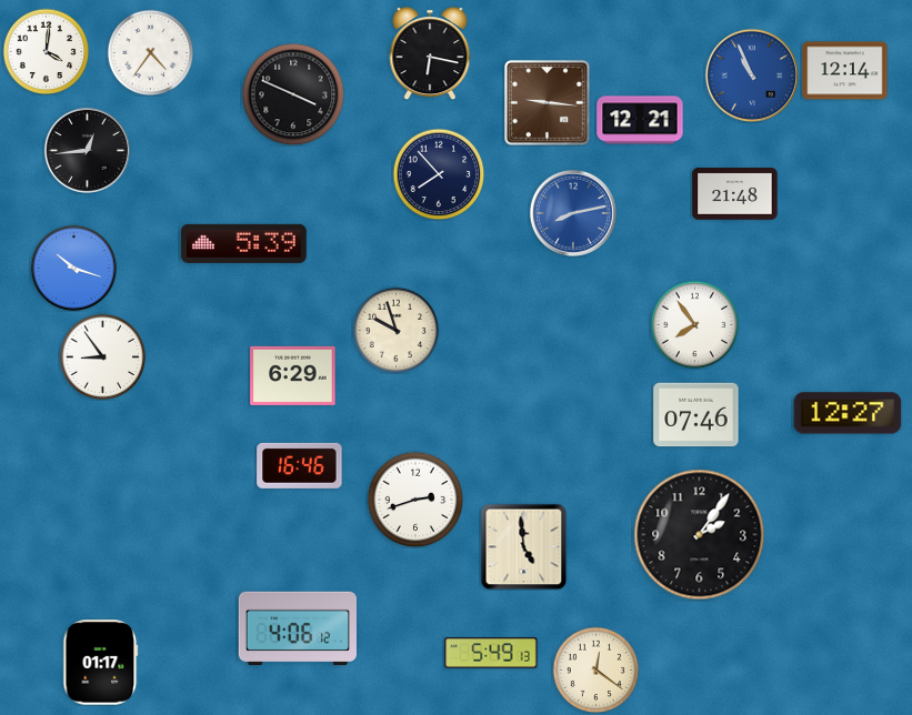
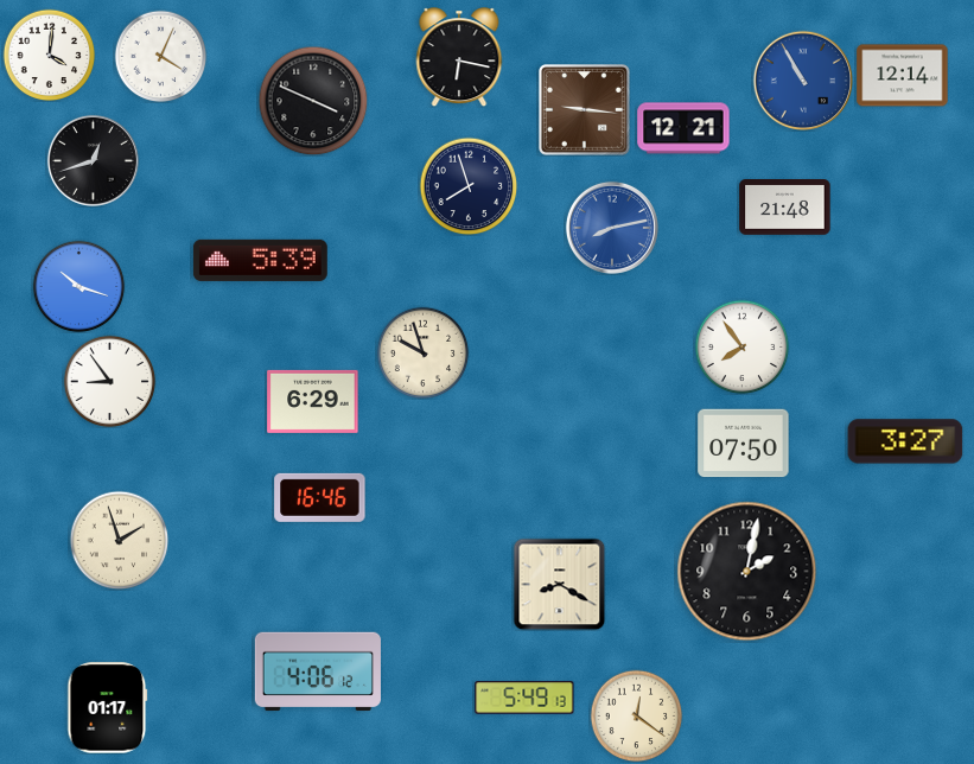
clock at (150, 52): 4:36 -> 4:04
clock at (752, 75): 10:56 -> 10:55
clock at (87, 150): 12:44 -> 12:42
clock at (439, 174): 7:53 -> 7:57
clock at (848, 413): 12:27 -> 3:27
clock at (696, 415): 07:46 -> 07:50
clock at (415, 500): 2:42 -> none
clock at (119, 540): none -> 1:57
clock at (700, 535): 2:06 -> 2:02
clock at (523, 546): 4:59 -> 8:20
